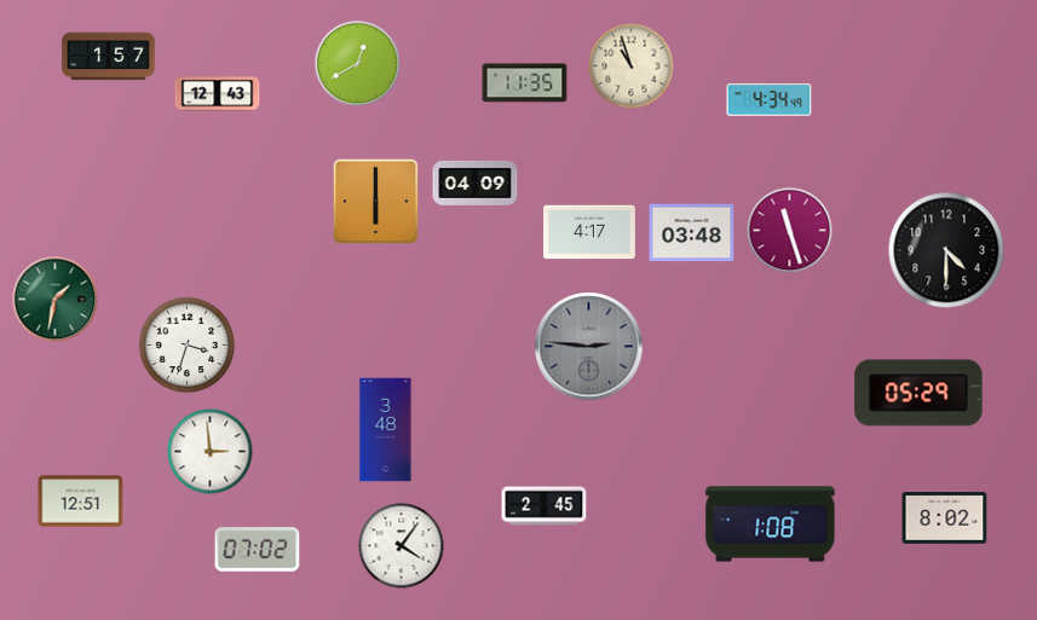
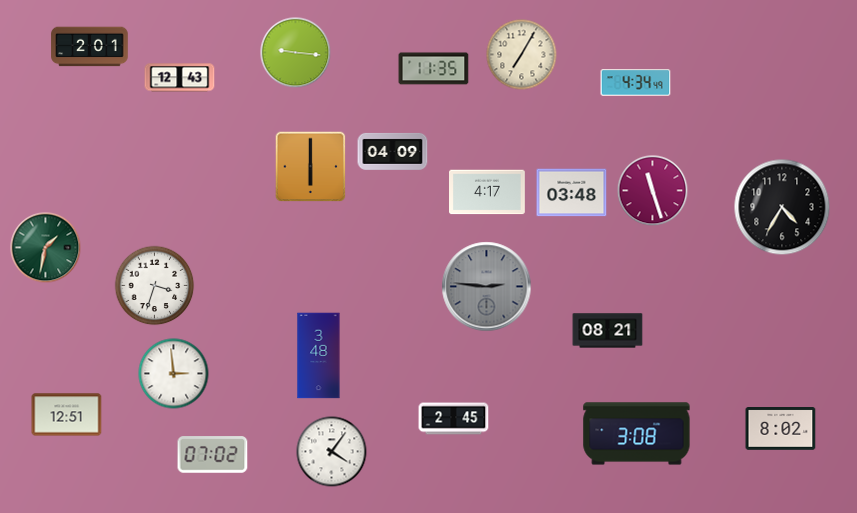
clock at (109, 57): 1:57 -> 2:01
clock at (358, 64): 12:40 -> 9:16
clock at (632, 66): 10:57 -> 7:05
clock at (946, 250): 4:30 -> 4:35
clock at (918, 393): 05:29 -> none
clock at (608, 331): none -> 08:21
clock at (545, 506) position: (545, 506) -> (454, 419)
clock at (771, 525): 1:08 -> 3:08
